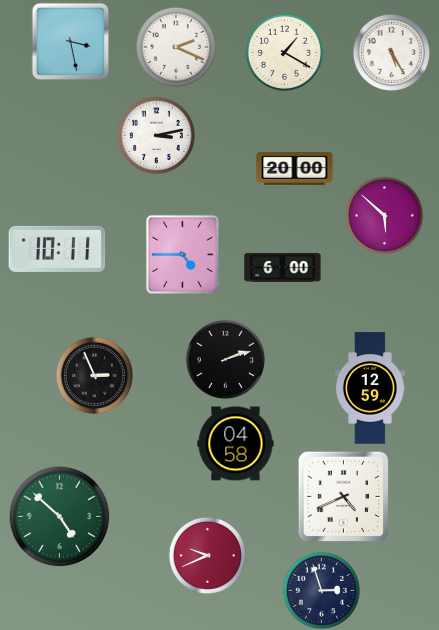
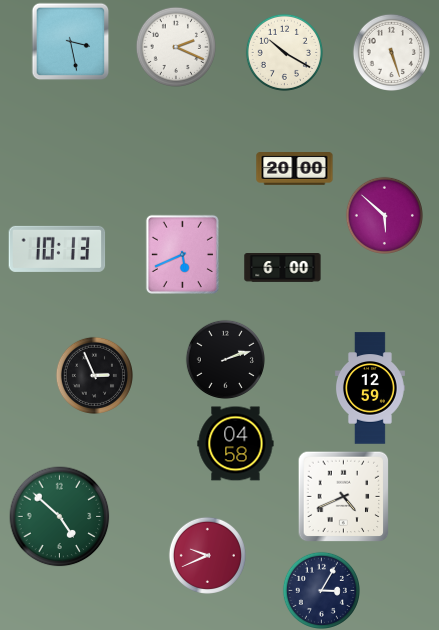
clock at (284, 52): 1:20 -> 10:20
clock at (391, 52): 5:25 -> 5:27
clock at (156, 135): 3:13 -> none
clock at (57, 249): 10:11 -> 10:13
clock at (182, 254): 4:45 -> 5:41
clock at (321, 590): 2:57 -> 3:05
